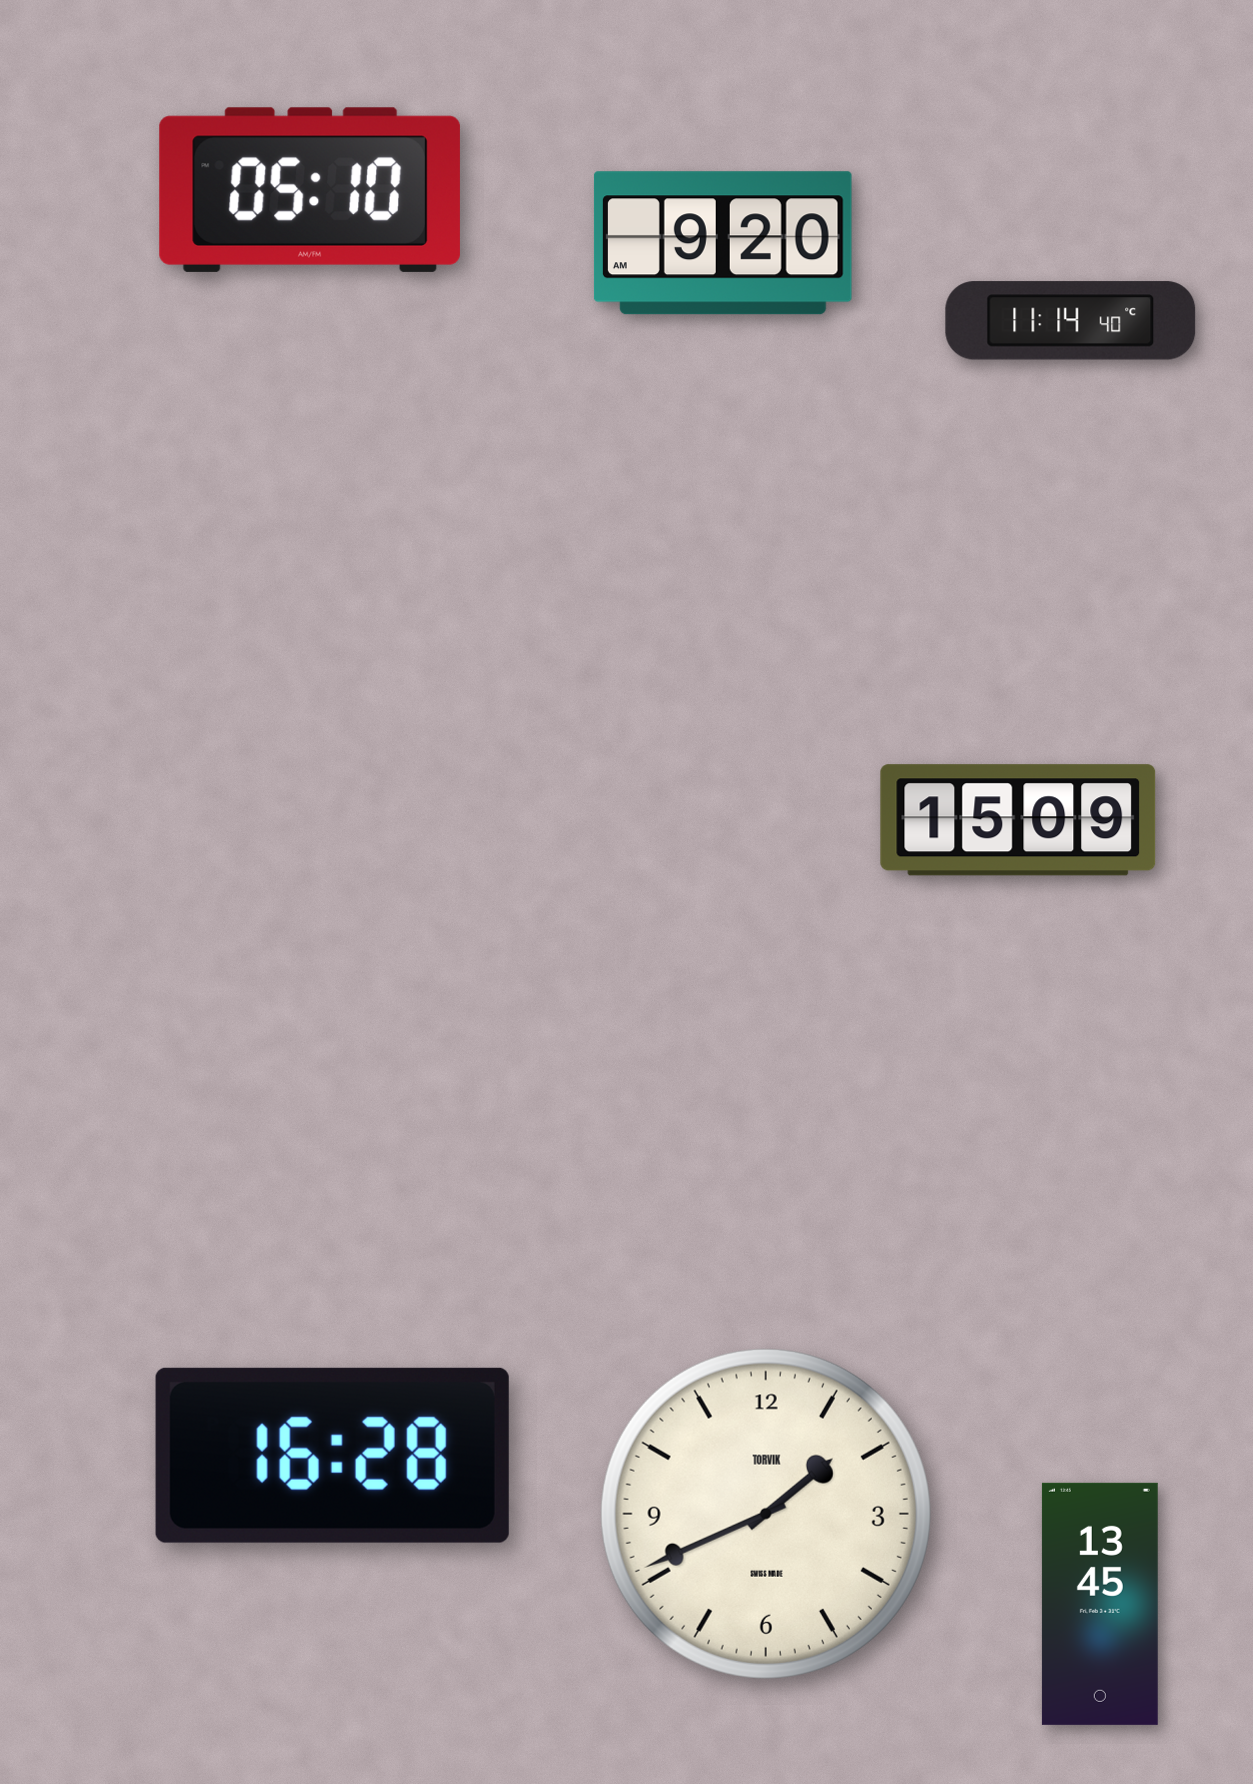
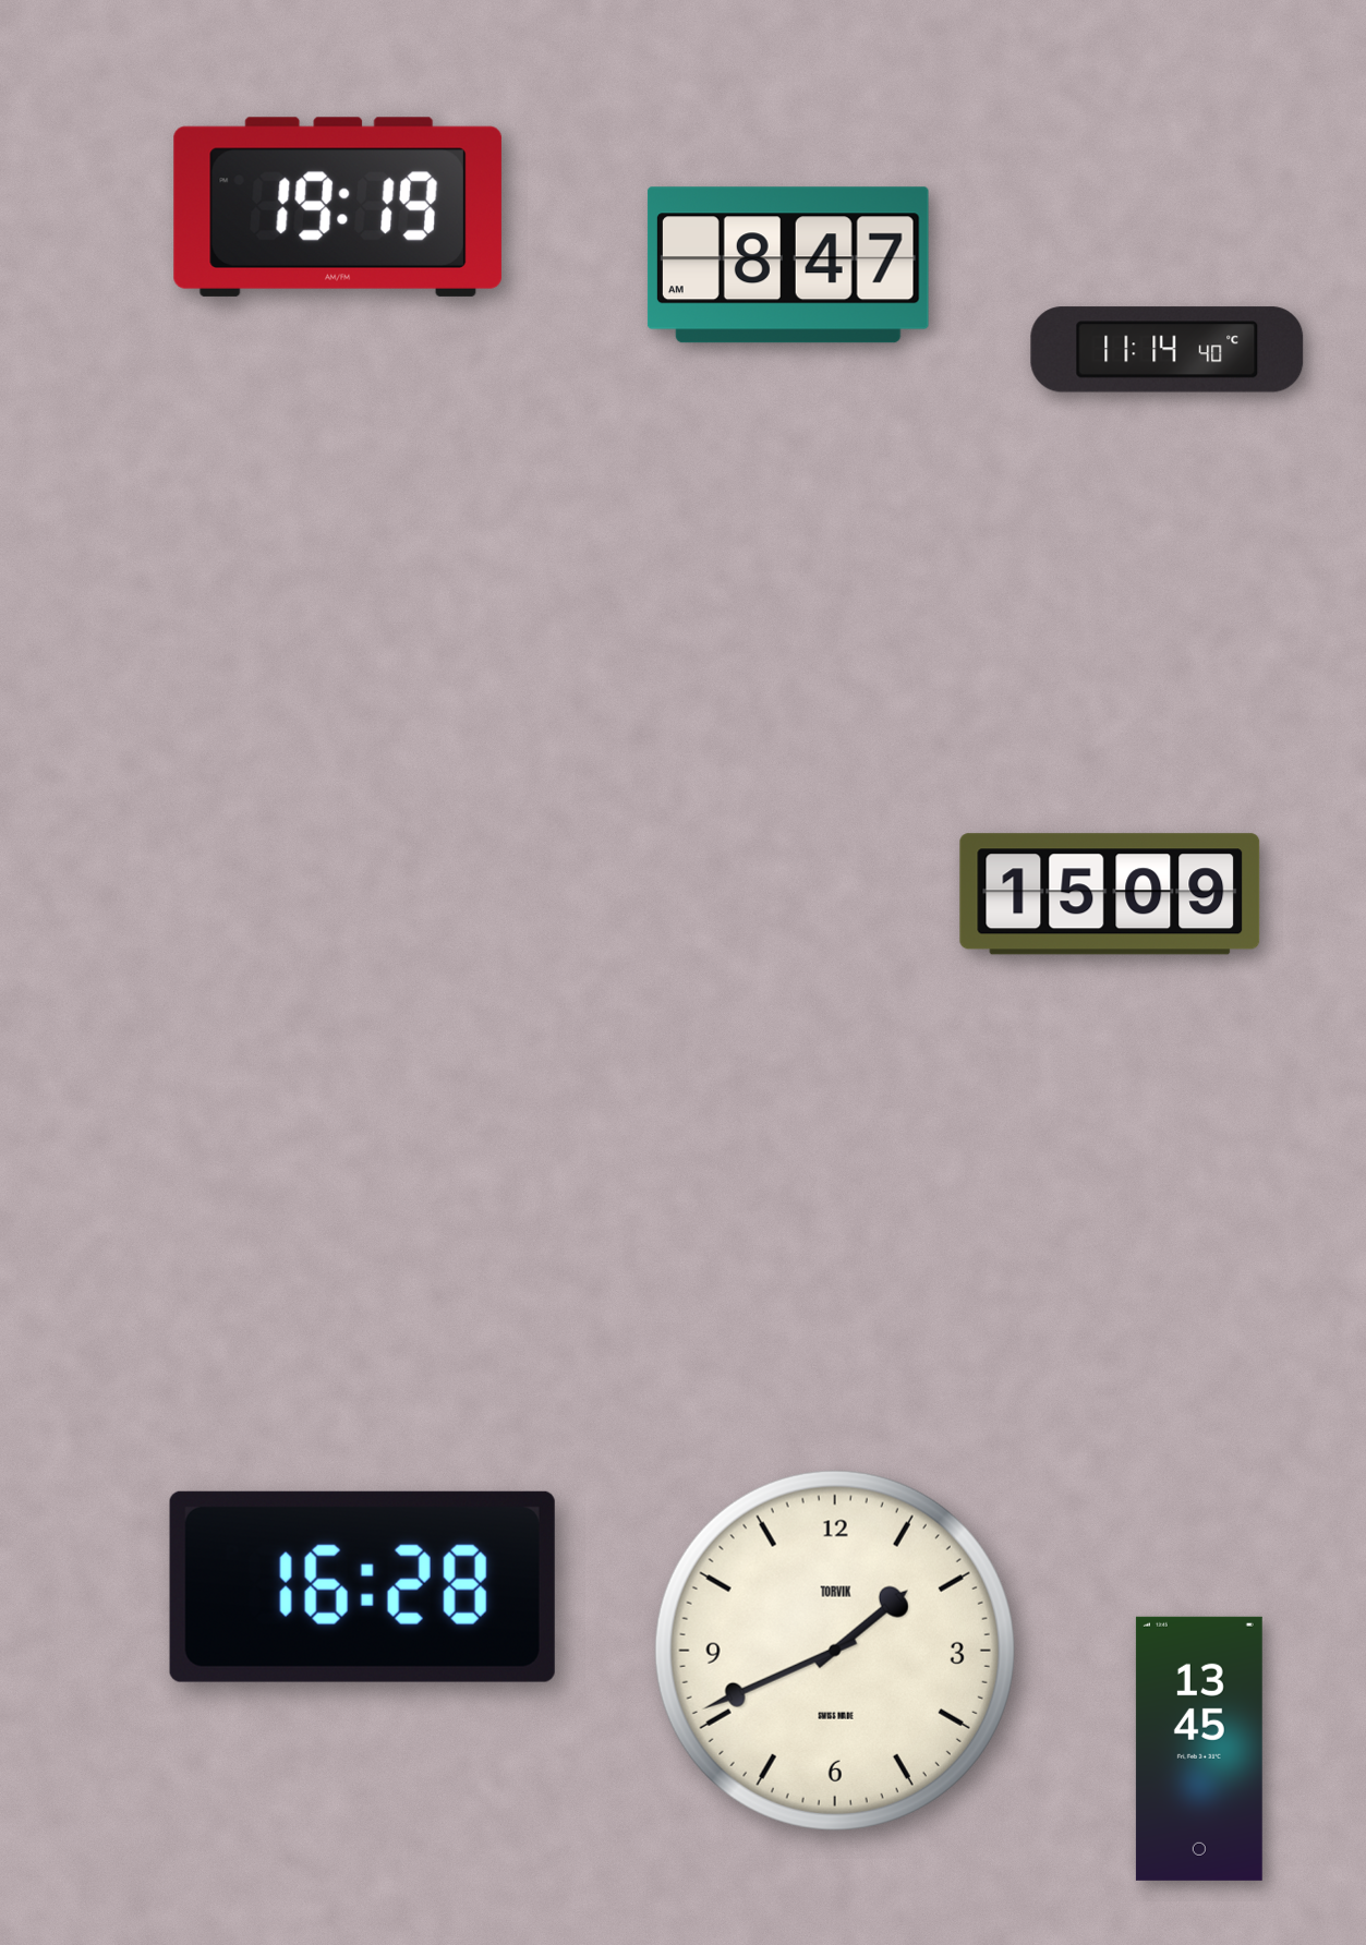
clock at (310, 190): 05:10 -> 19:19
clock at (723, 243): 9:20 -> 8:47
